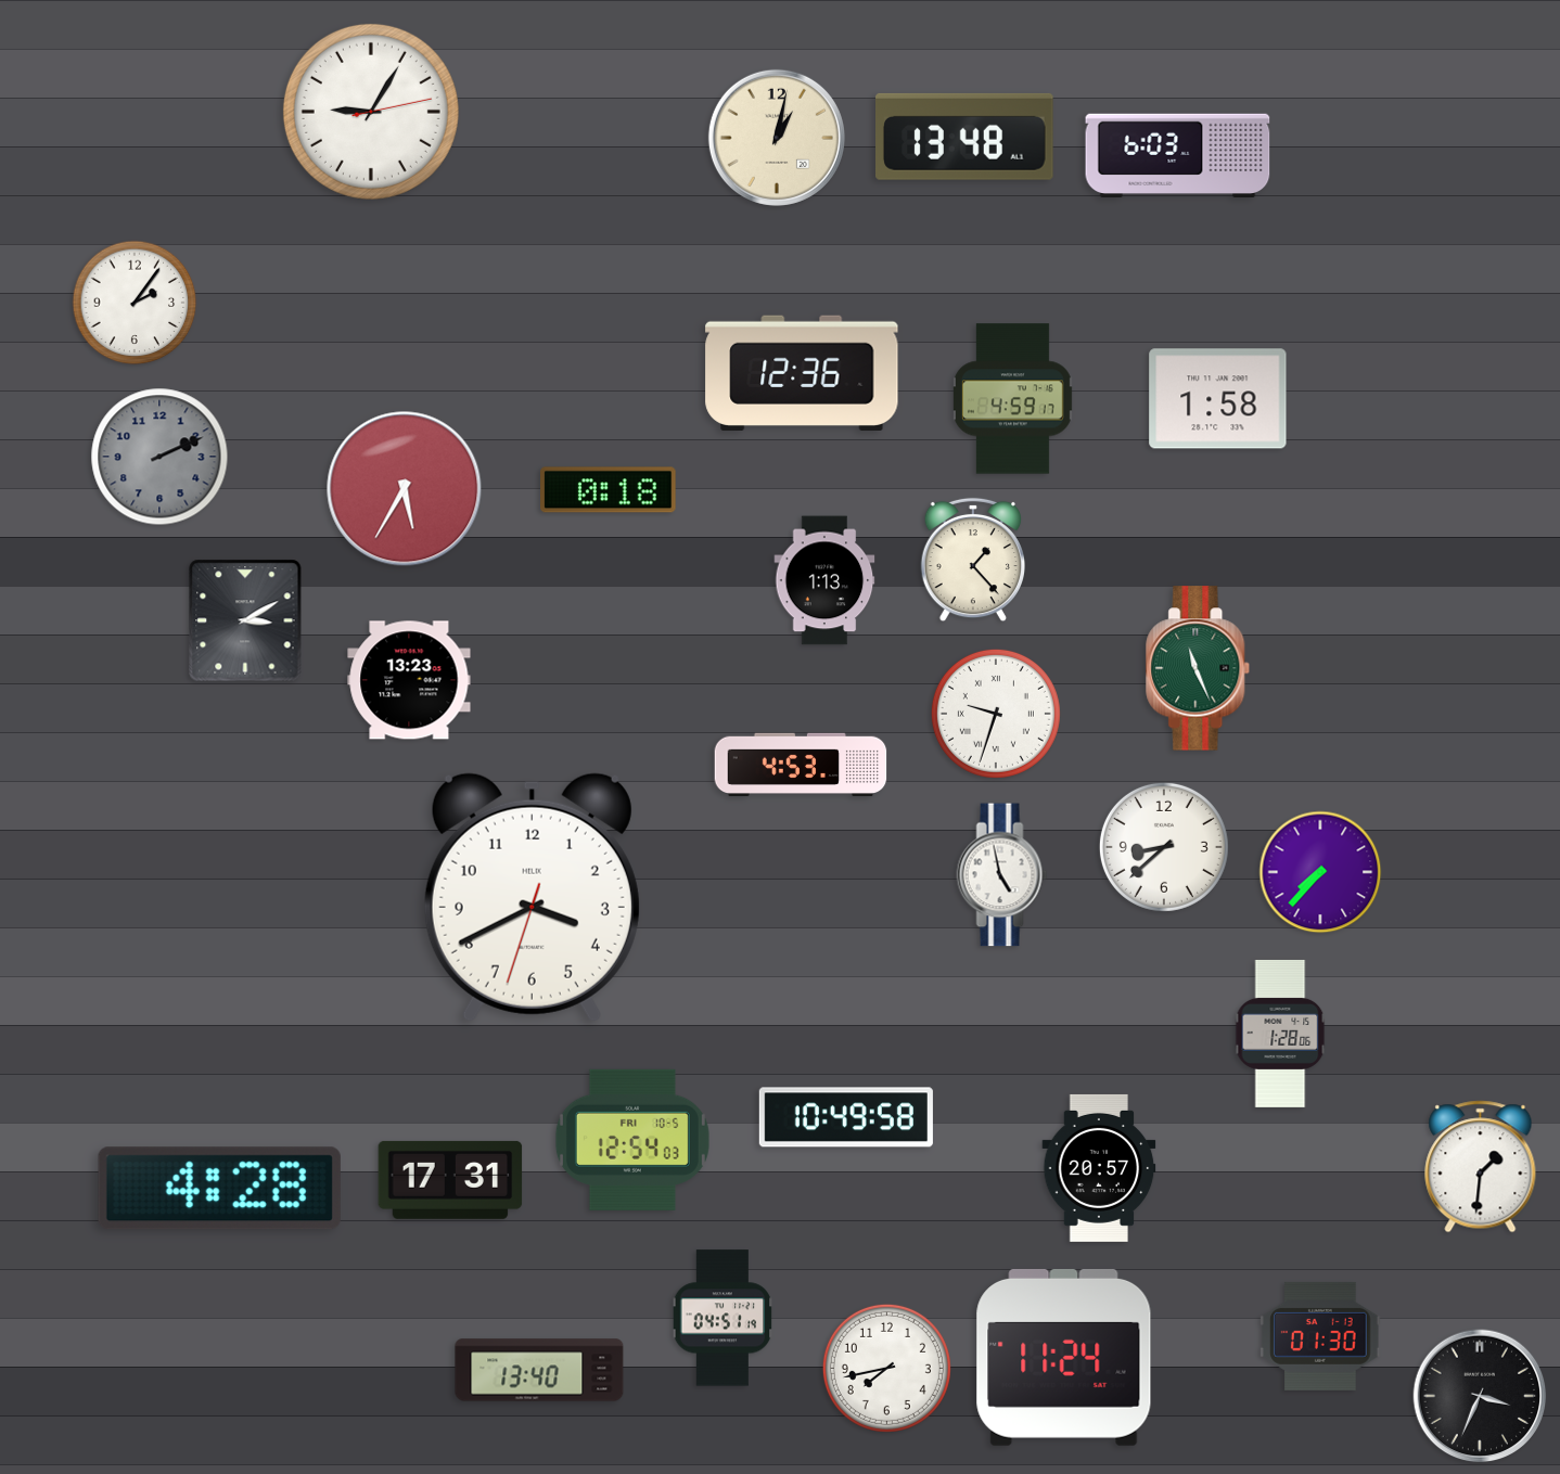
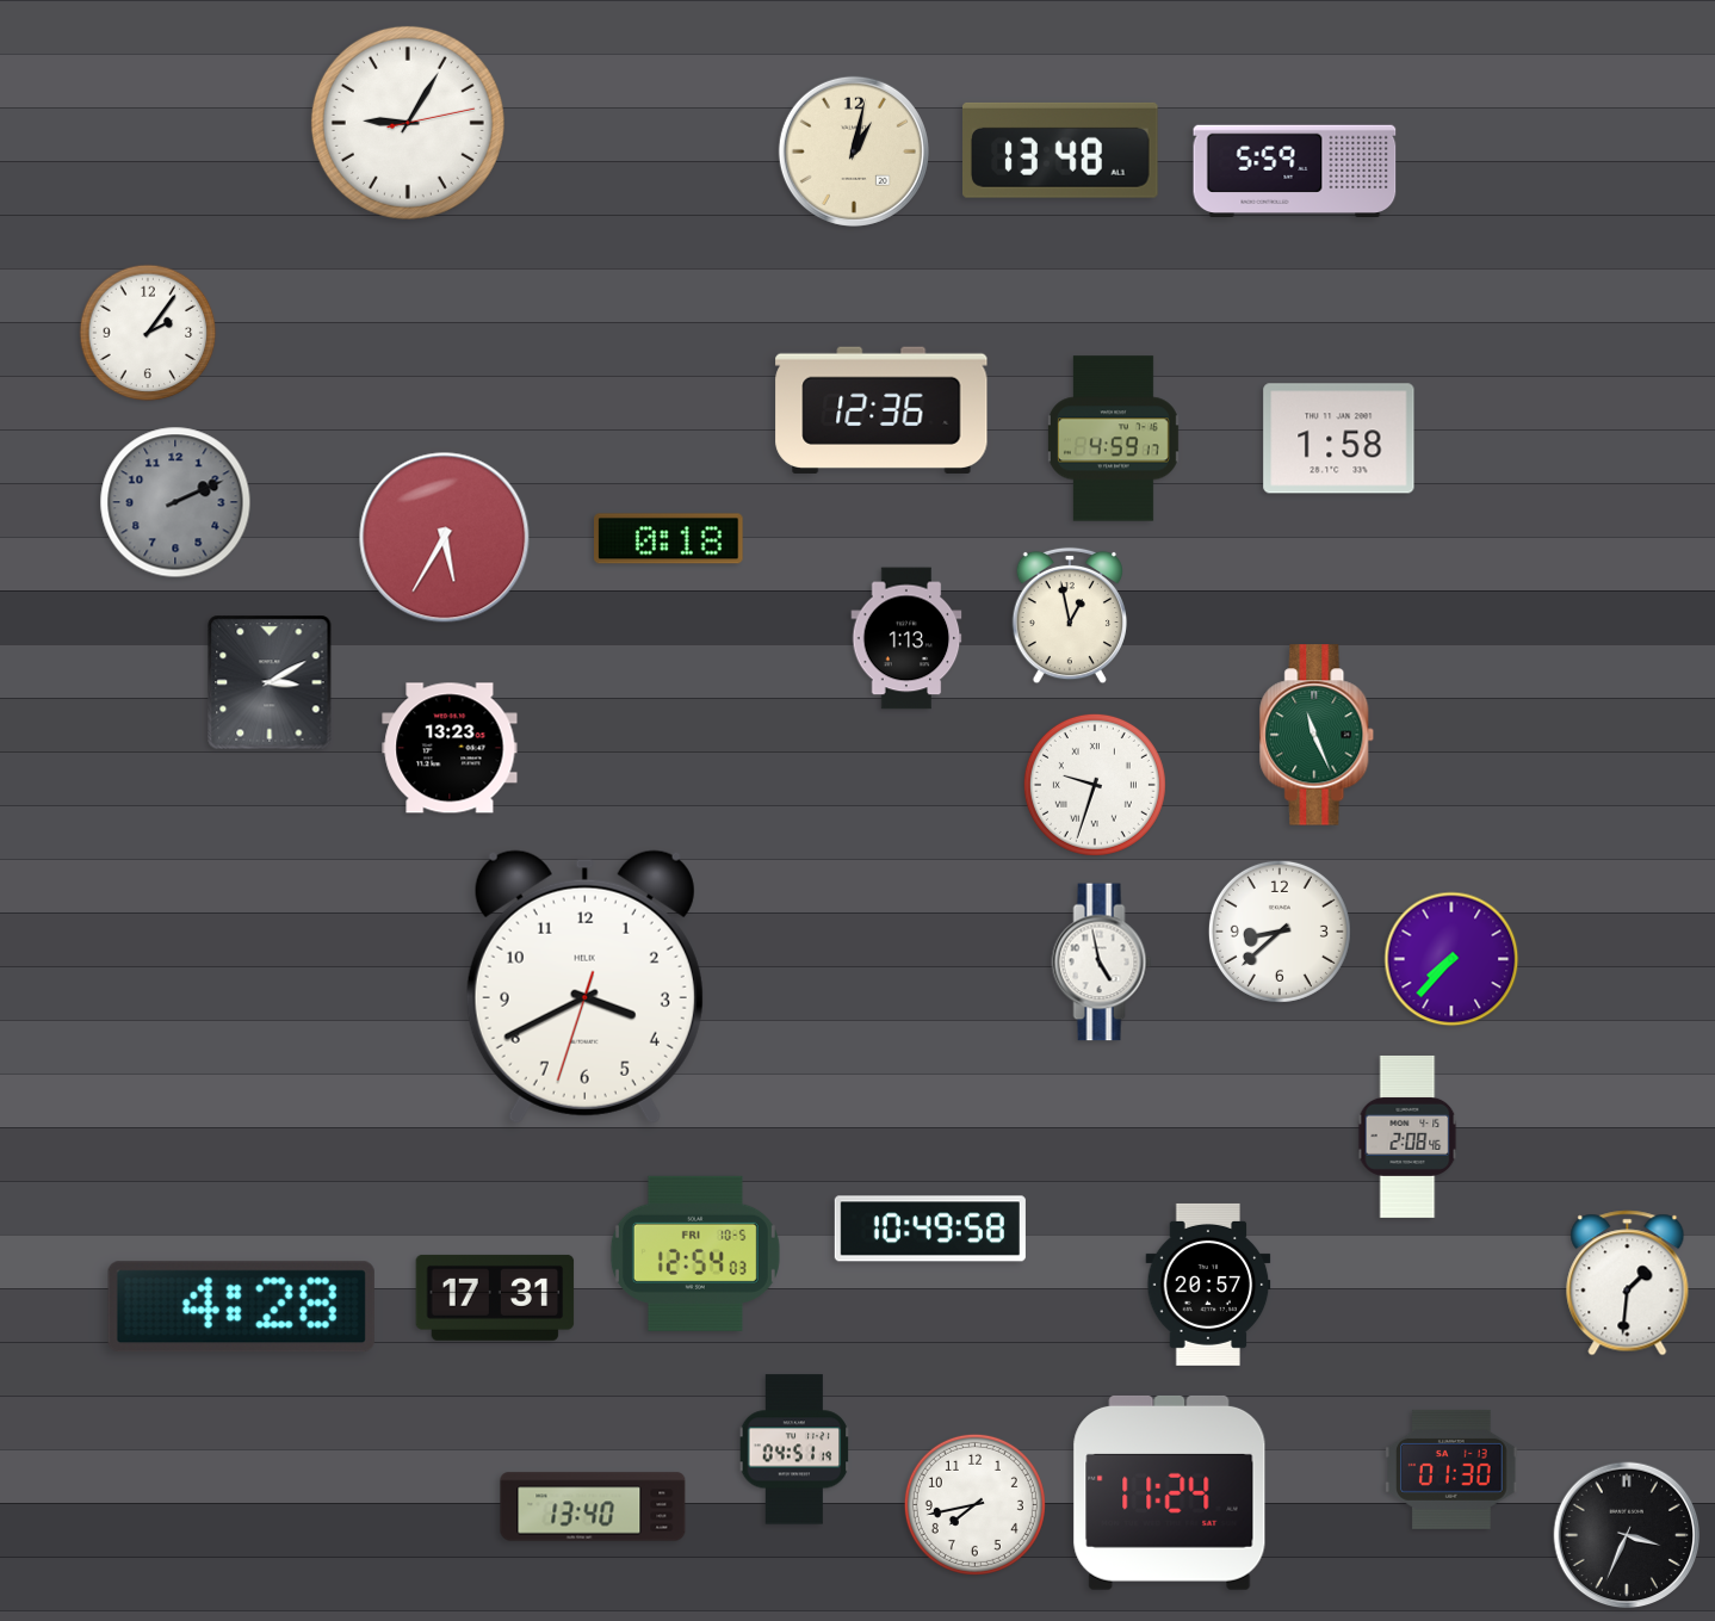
clock at (1178, 155): 6:03 -> 5:59
clock at (972, 560): 1:23 -> 12:58
clock at (801, 765): 4:53 -> none
clock at (1280, 1034): 1:28 -> 2:08
